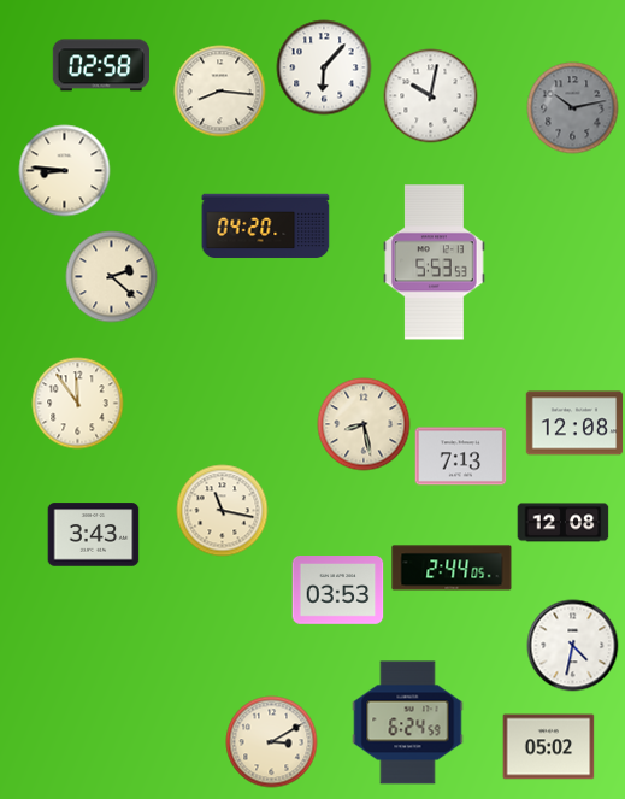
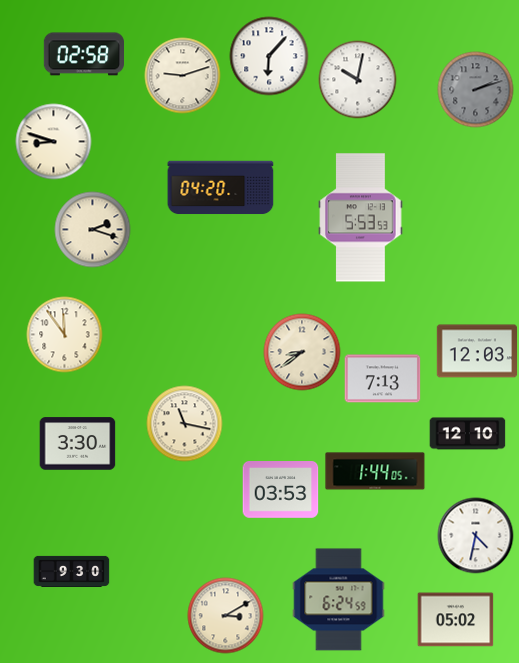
clock at (220, 92): 8:16 -> 9:12
clock at (573, 108): 10:13 -> 2:12
clock at (65, 171): 8:46 -> 8:48
clock at (112, 277): 2:22 -> 2:18
clock at (573, 423): 12:08 -> 12:03
clock at (364, 424): 8:28 -> 8:39
clock at (564, 523): 12:08 -> 12:10
clock at (94, 535): 3:43 -> 3:30
clock at (452, 568): 2:44 -> 1:44
clock at (72, 571): none -> 9:30
